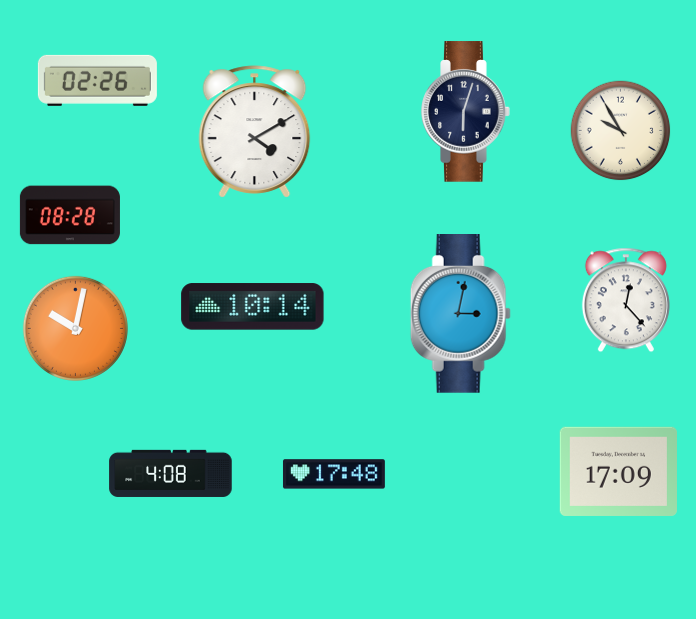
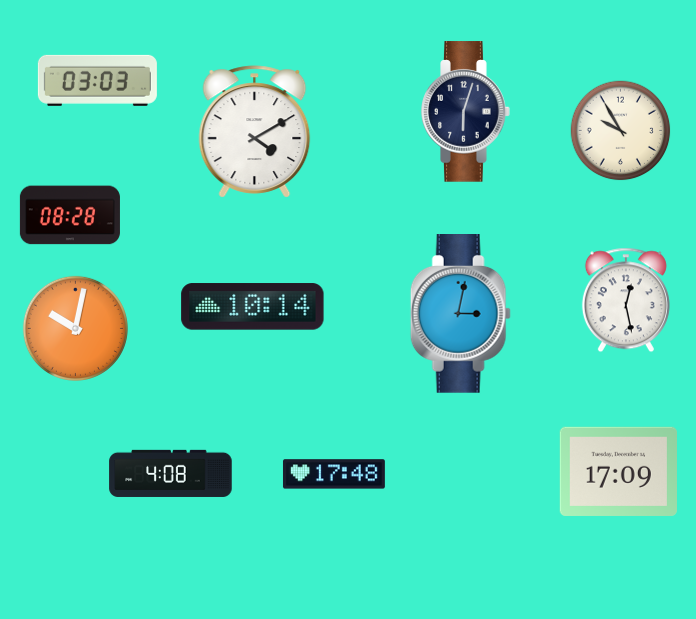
clock at (97, 80): 02:26 -> 03:03
clock at (626, 300): 12:23 -> 12:28
